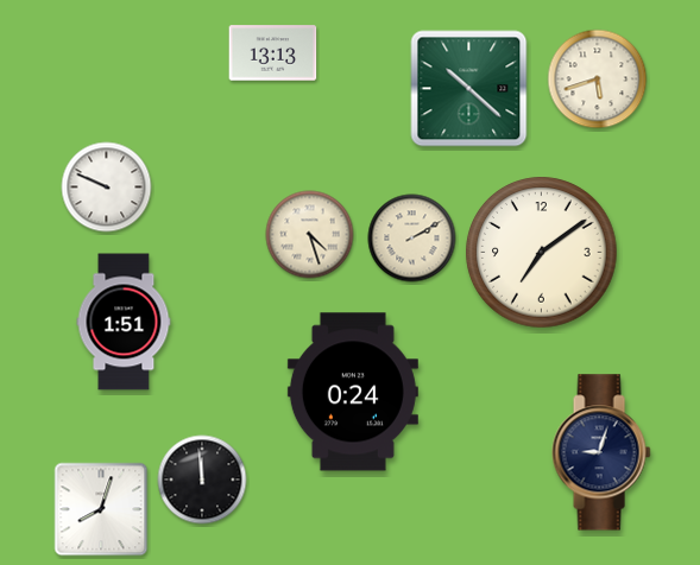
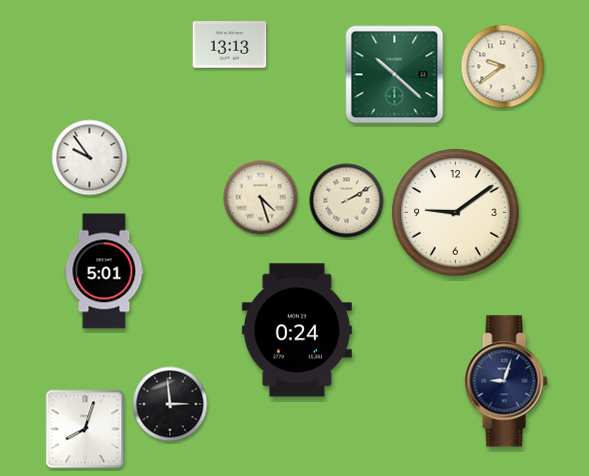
clock at (598, 80): 5:42 -> 9:39
clock at (107, 188): 9:49 -> 9:54
clock at (542, 253): 7:09 -> 9:09
clock at (124, 322): 1:51 -> 5:01
clock at (202, 480): 11:59 -> 2:59
